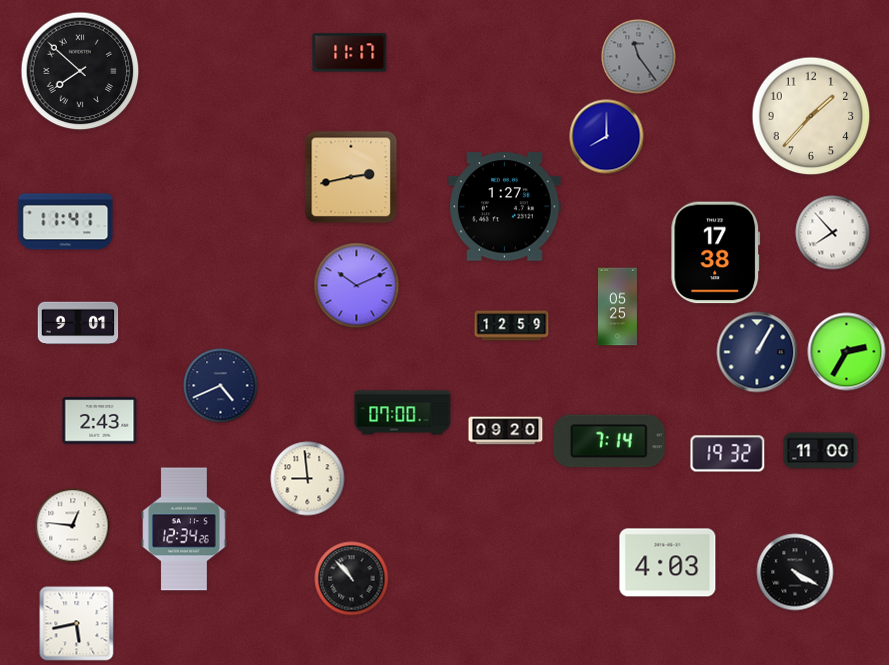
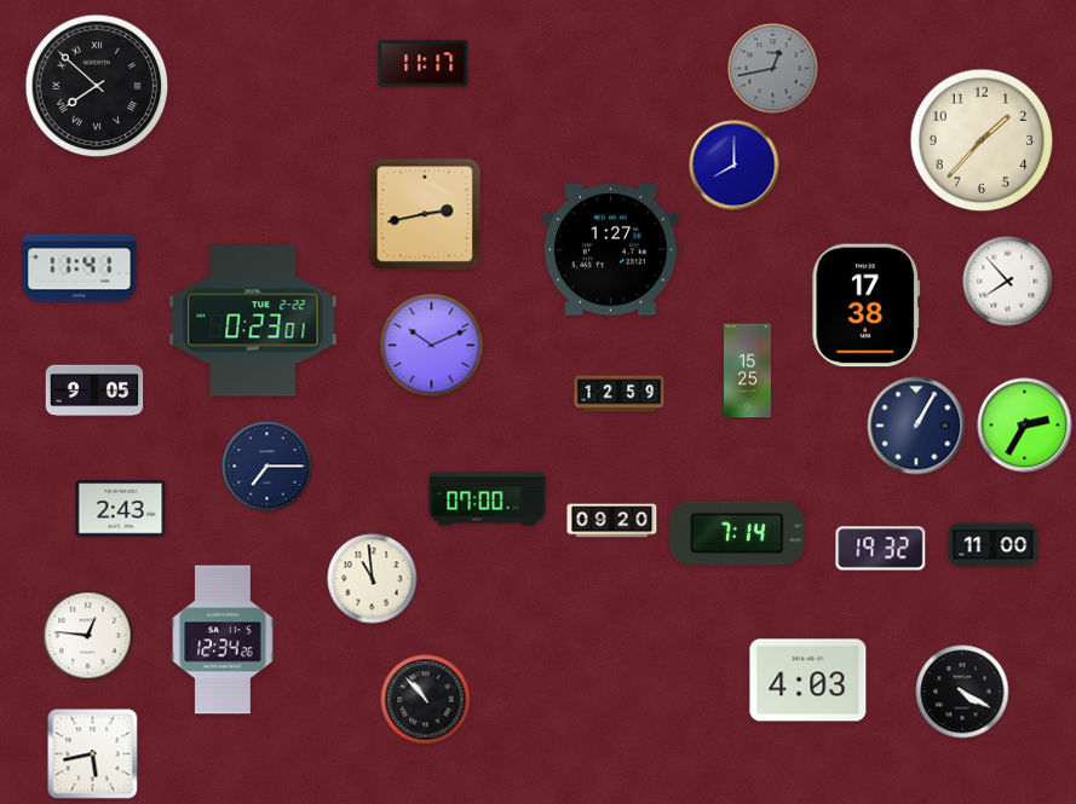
clock at (639, 57): 11:24 -> 12:43
clock at (253, 320): none -> 0:23
clock at (617, 307): 05:25 -> 15:25
clock at (78, 323): 9:01 -> 9:05
clock at (221, 386): 4:41 -> 7:15
clock at (308, 479): 8:59 -> 10:59
